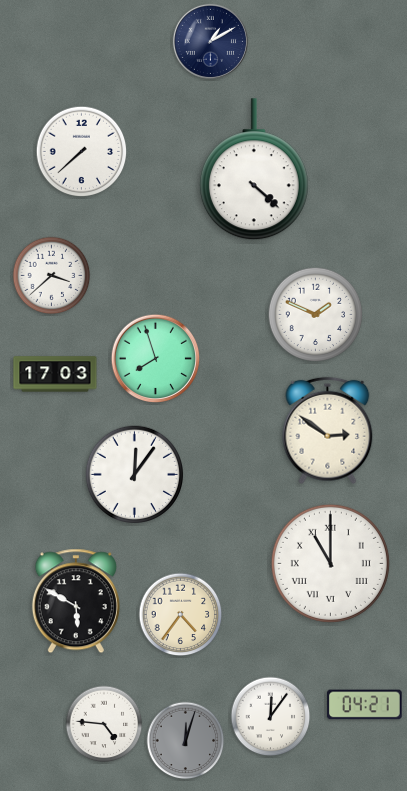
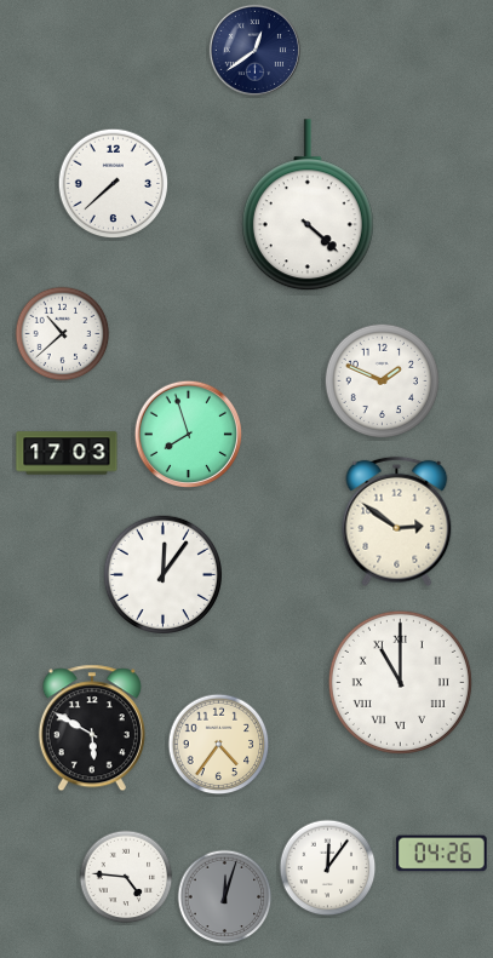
clock at (210, 41): 1:10 -> 12:39
clock at (82, 152) position: (82, 152) -> (114, 184)
clock at (52, 276): 3:38 -> 10:38
clock at (365, 705): 04:21 -> 04:26
